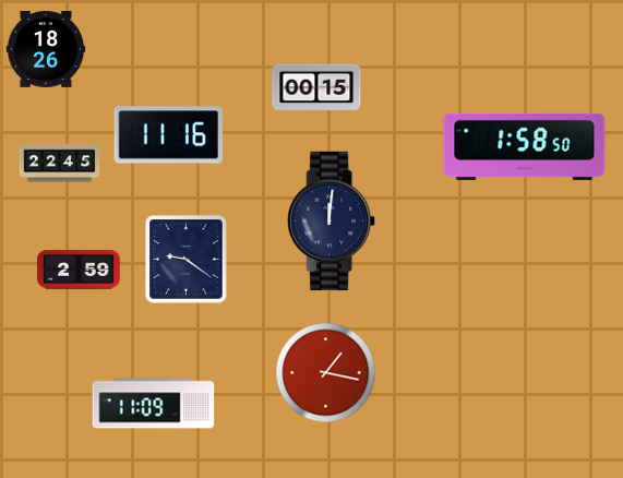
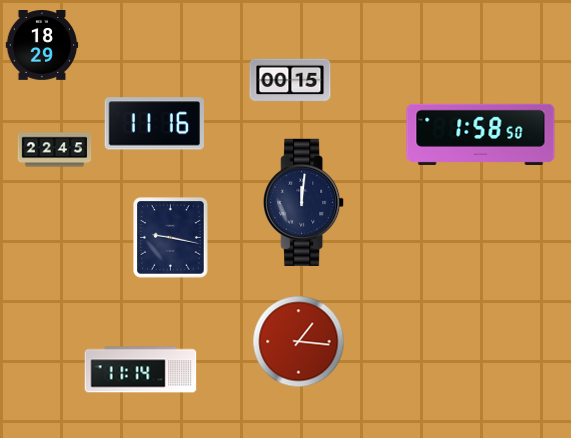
clock at (46, 50): 18:26 -> 18:29
clock at (187, 260): 9:21 -> 9:17
clock at (79, 270): 2:59 -> none
clock at (326, 373): 1:17 -> 1:16
clock at (154, 404): 11:09 -> 11:14
